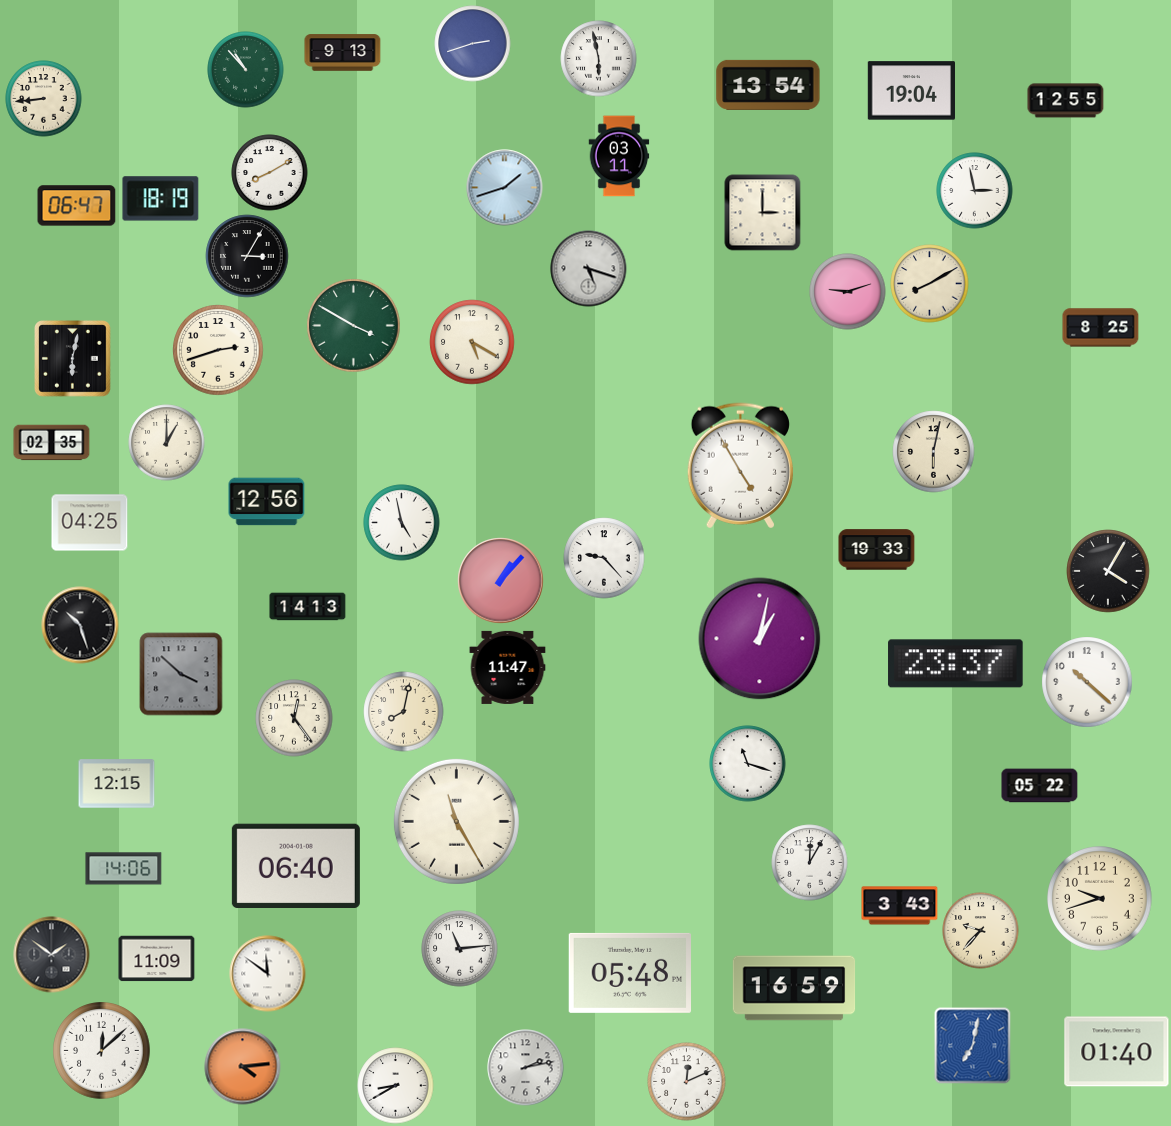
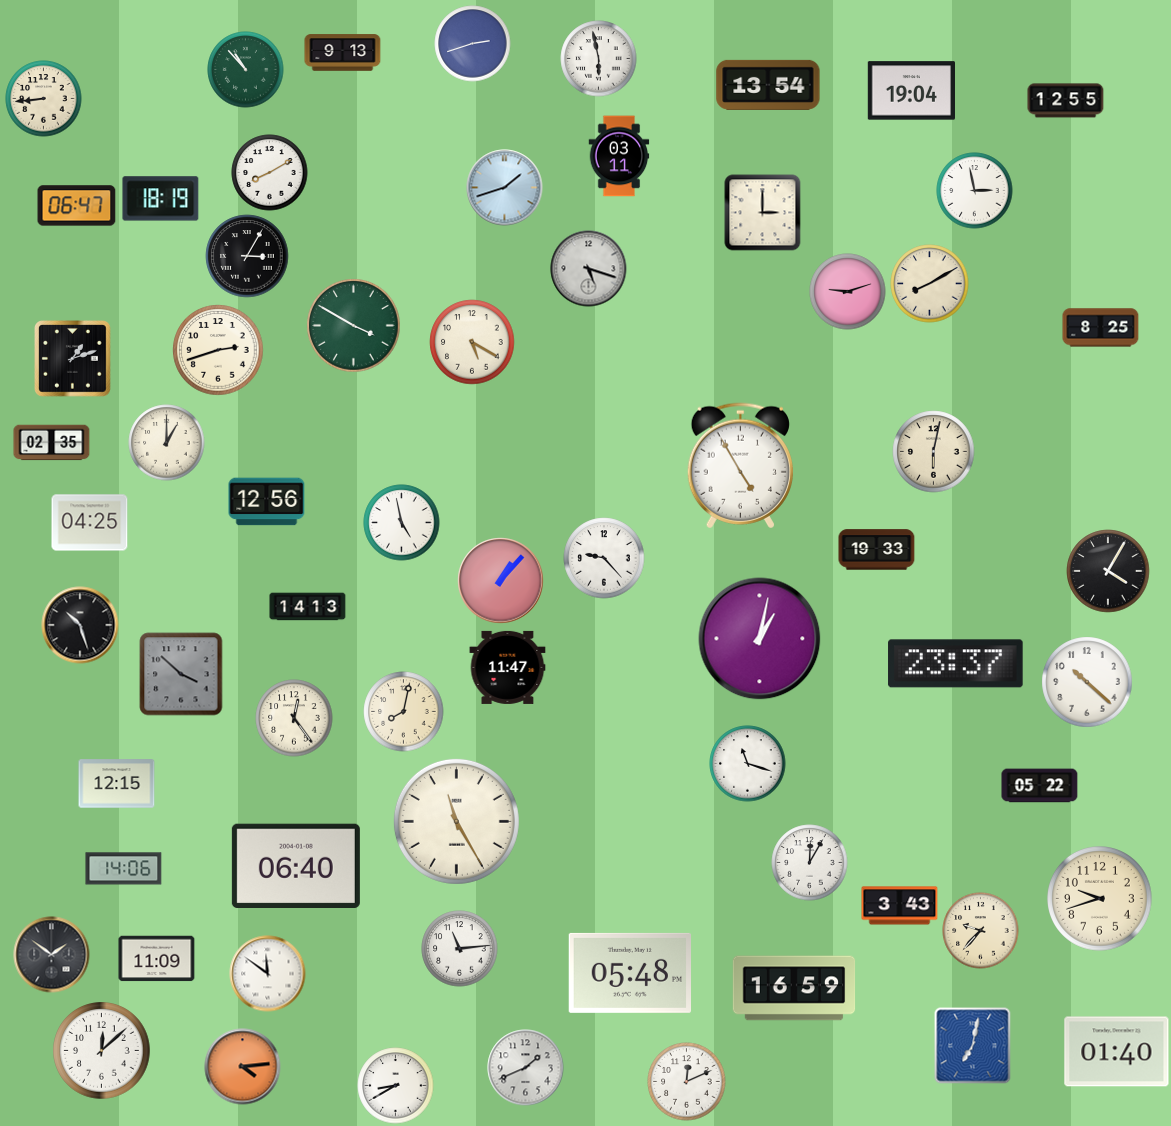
clock at (73, 359): 6:02 -> 1:12
clock at (526, 1068): 2:13 -> 1:41
